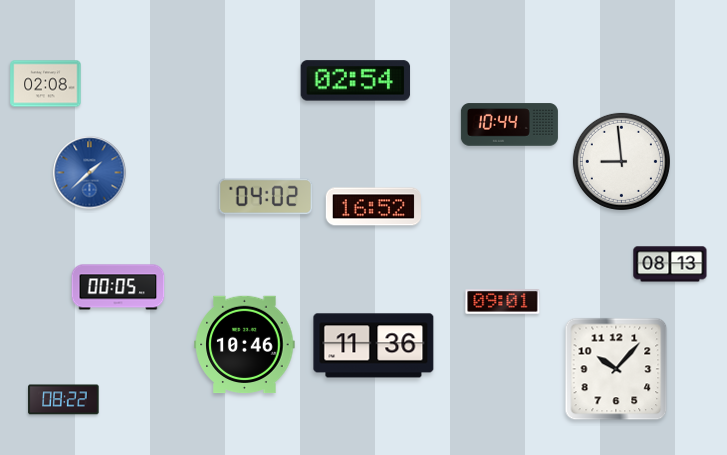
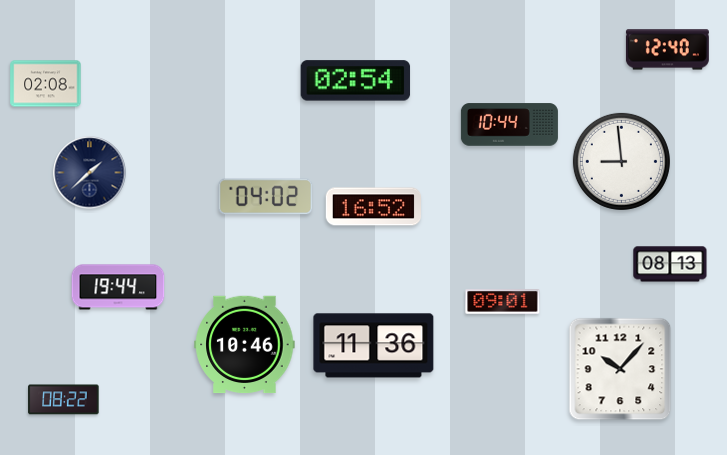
clock at (667, 50): none -> 12:40
clock at (90, 173) dial: blue -> navy
clock at (118, 287): 00:05 -> 19:44
clock at (616, 369) position: (616, 369) -> (620, 369)
